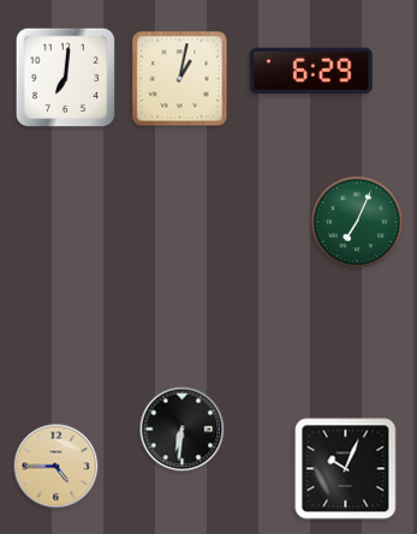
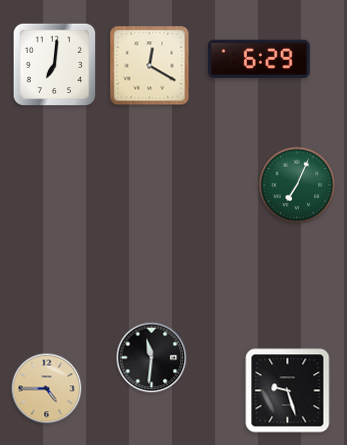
clock at (180, 79): 1:02 -> 12:20
clock at (183, 430): 6:31 -> 11:31
clock at (346, 469): 10:04 -> 9:27
